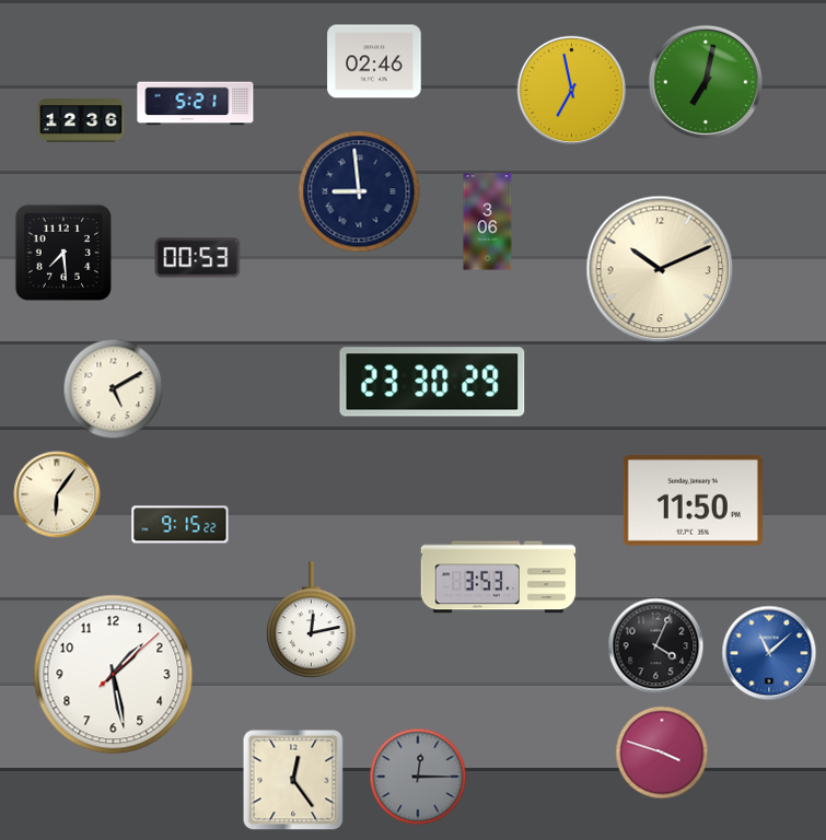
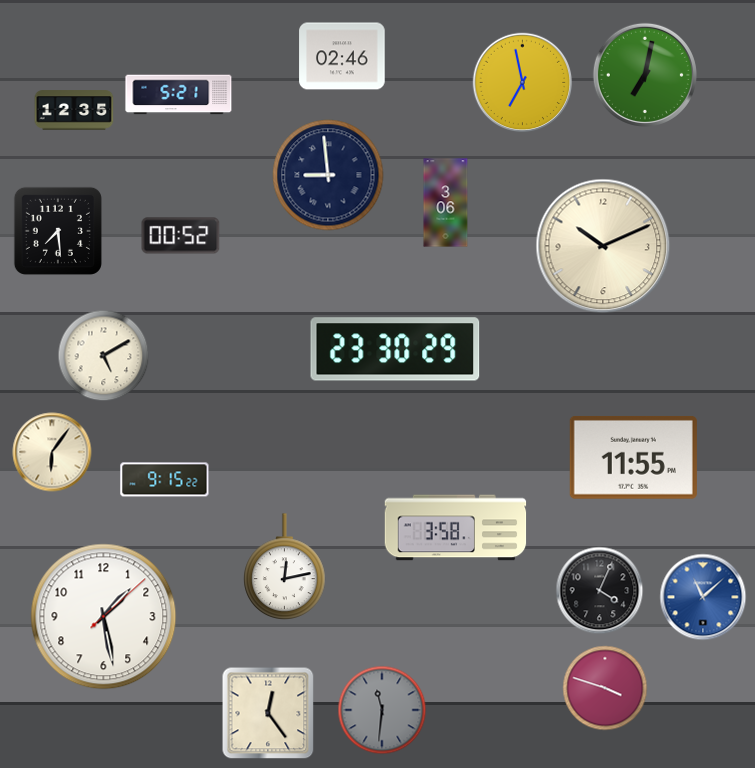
clock at (81, 120): 12:36 -> 12:35
clock at (198, 258): 00:53 -> 00:52
clock at (693, 500): 11:50 -> 11:55
clock at (499, 577): 3:53 -> 3:58
clock at (418, 777): 12:15 -> 11:31
